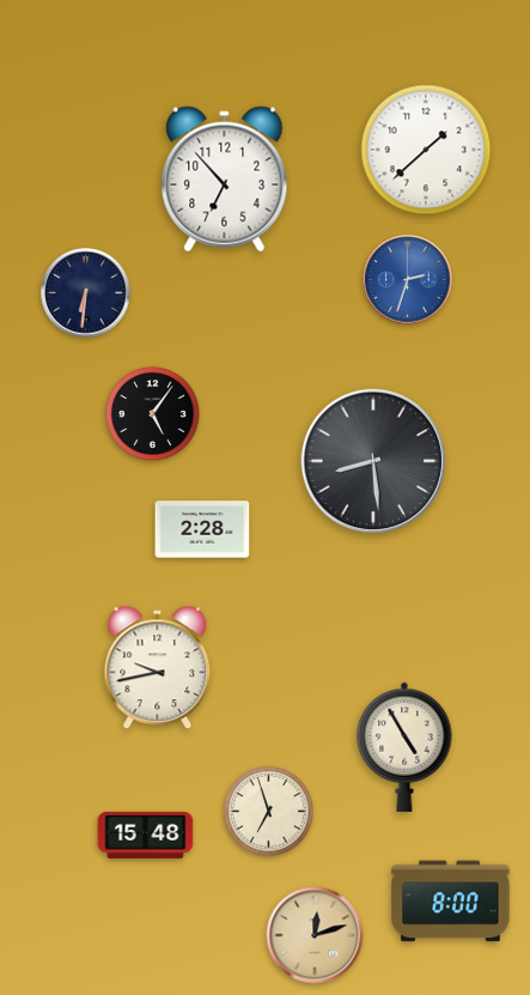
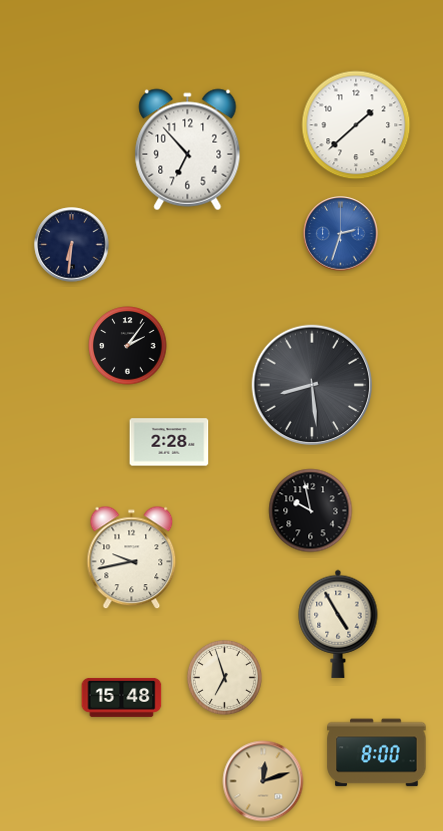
clock at (153, 414): 5:06 -> 2:06
clock at (311, 511): none -> 9:58
